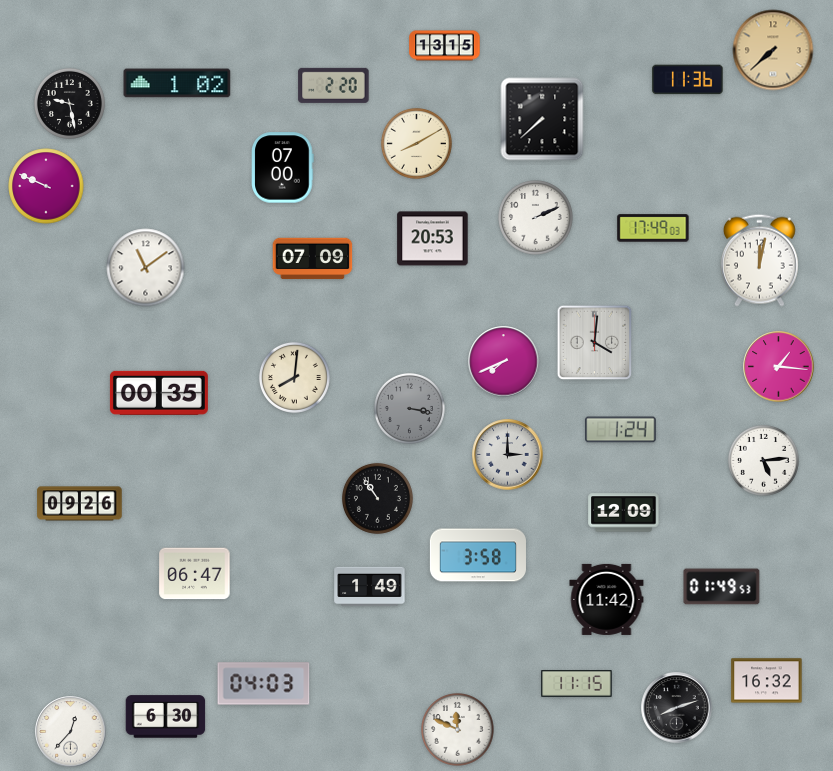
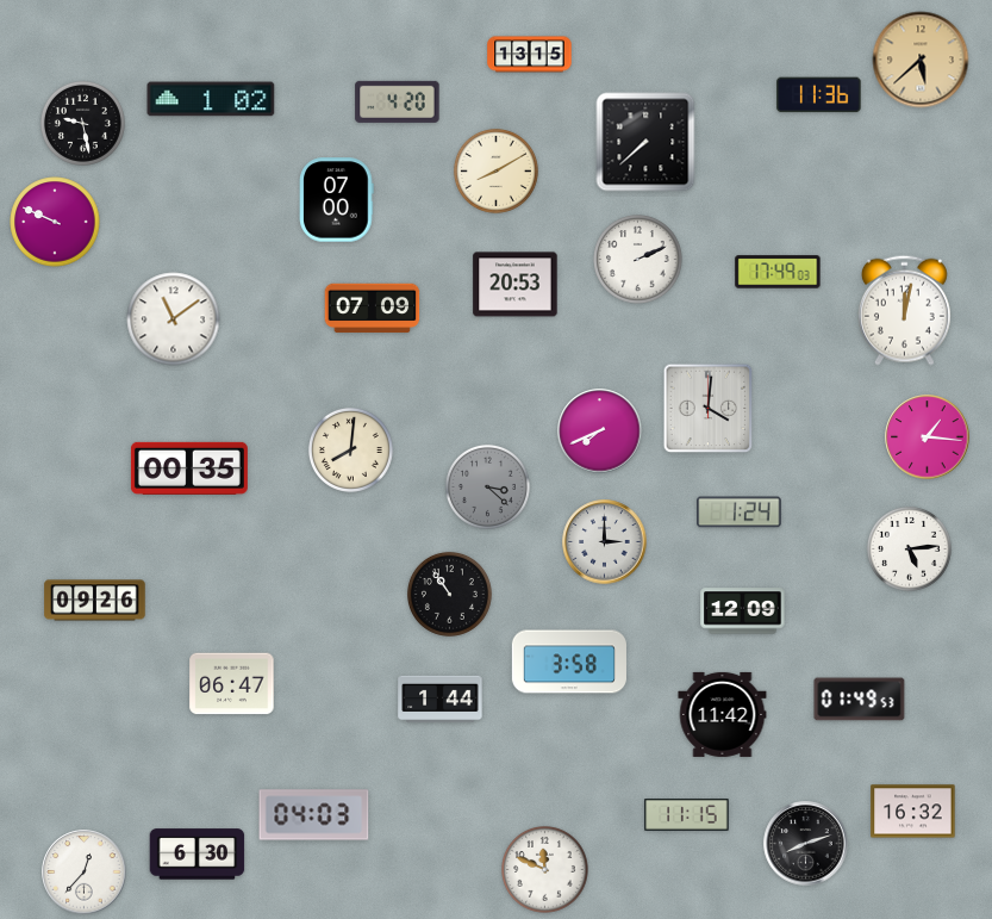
clock at (773, 50): 7:38 -> 5:38
clock at (334, 85): 2:20 -> 4:20
clock at (409, 408): 3:17 -> 3:22
clock at (370, 587): 1:49 -> 1:44
